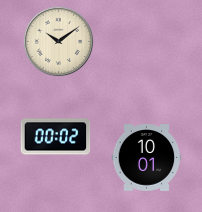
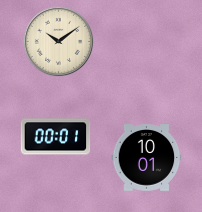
clock at (56, 137): 00:02 -> 00:01
